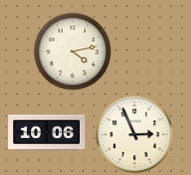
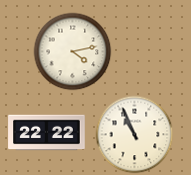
clock at (47, 133): 10:06 -> 22:22
clock at (134, 134): 2:56 -> 10:56
